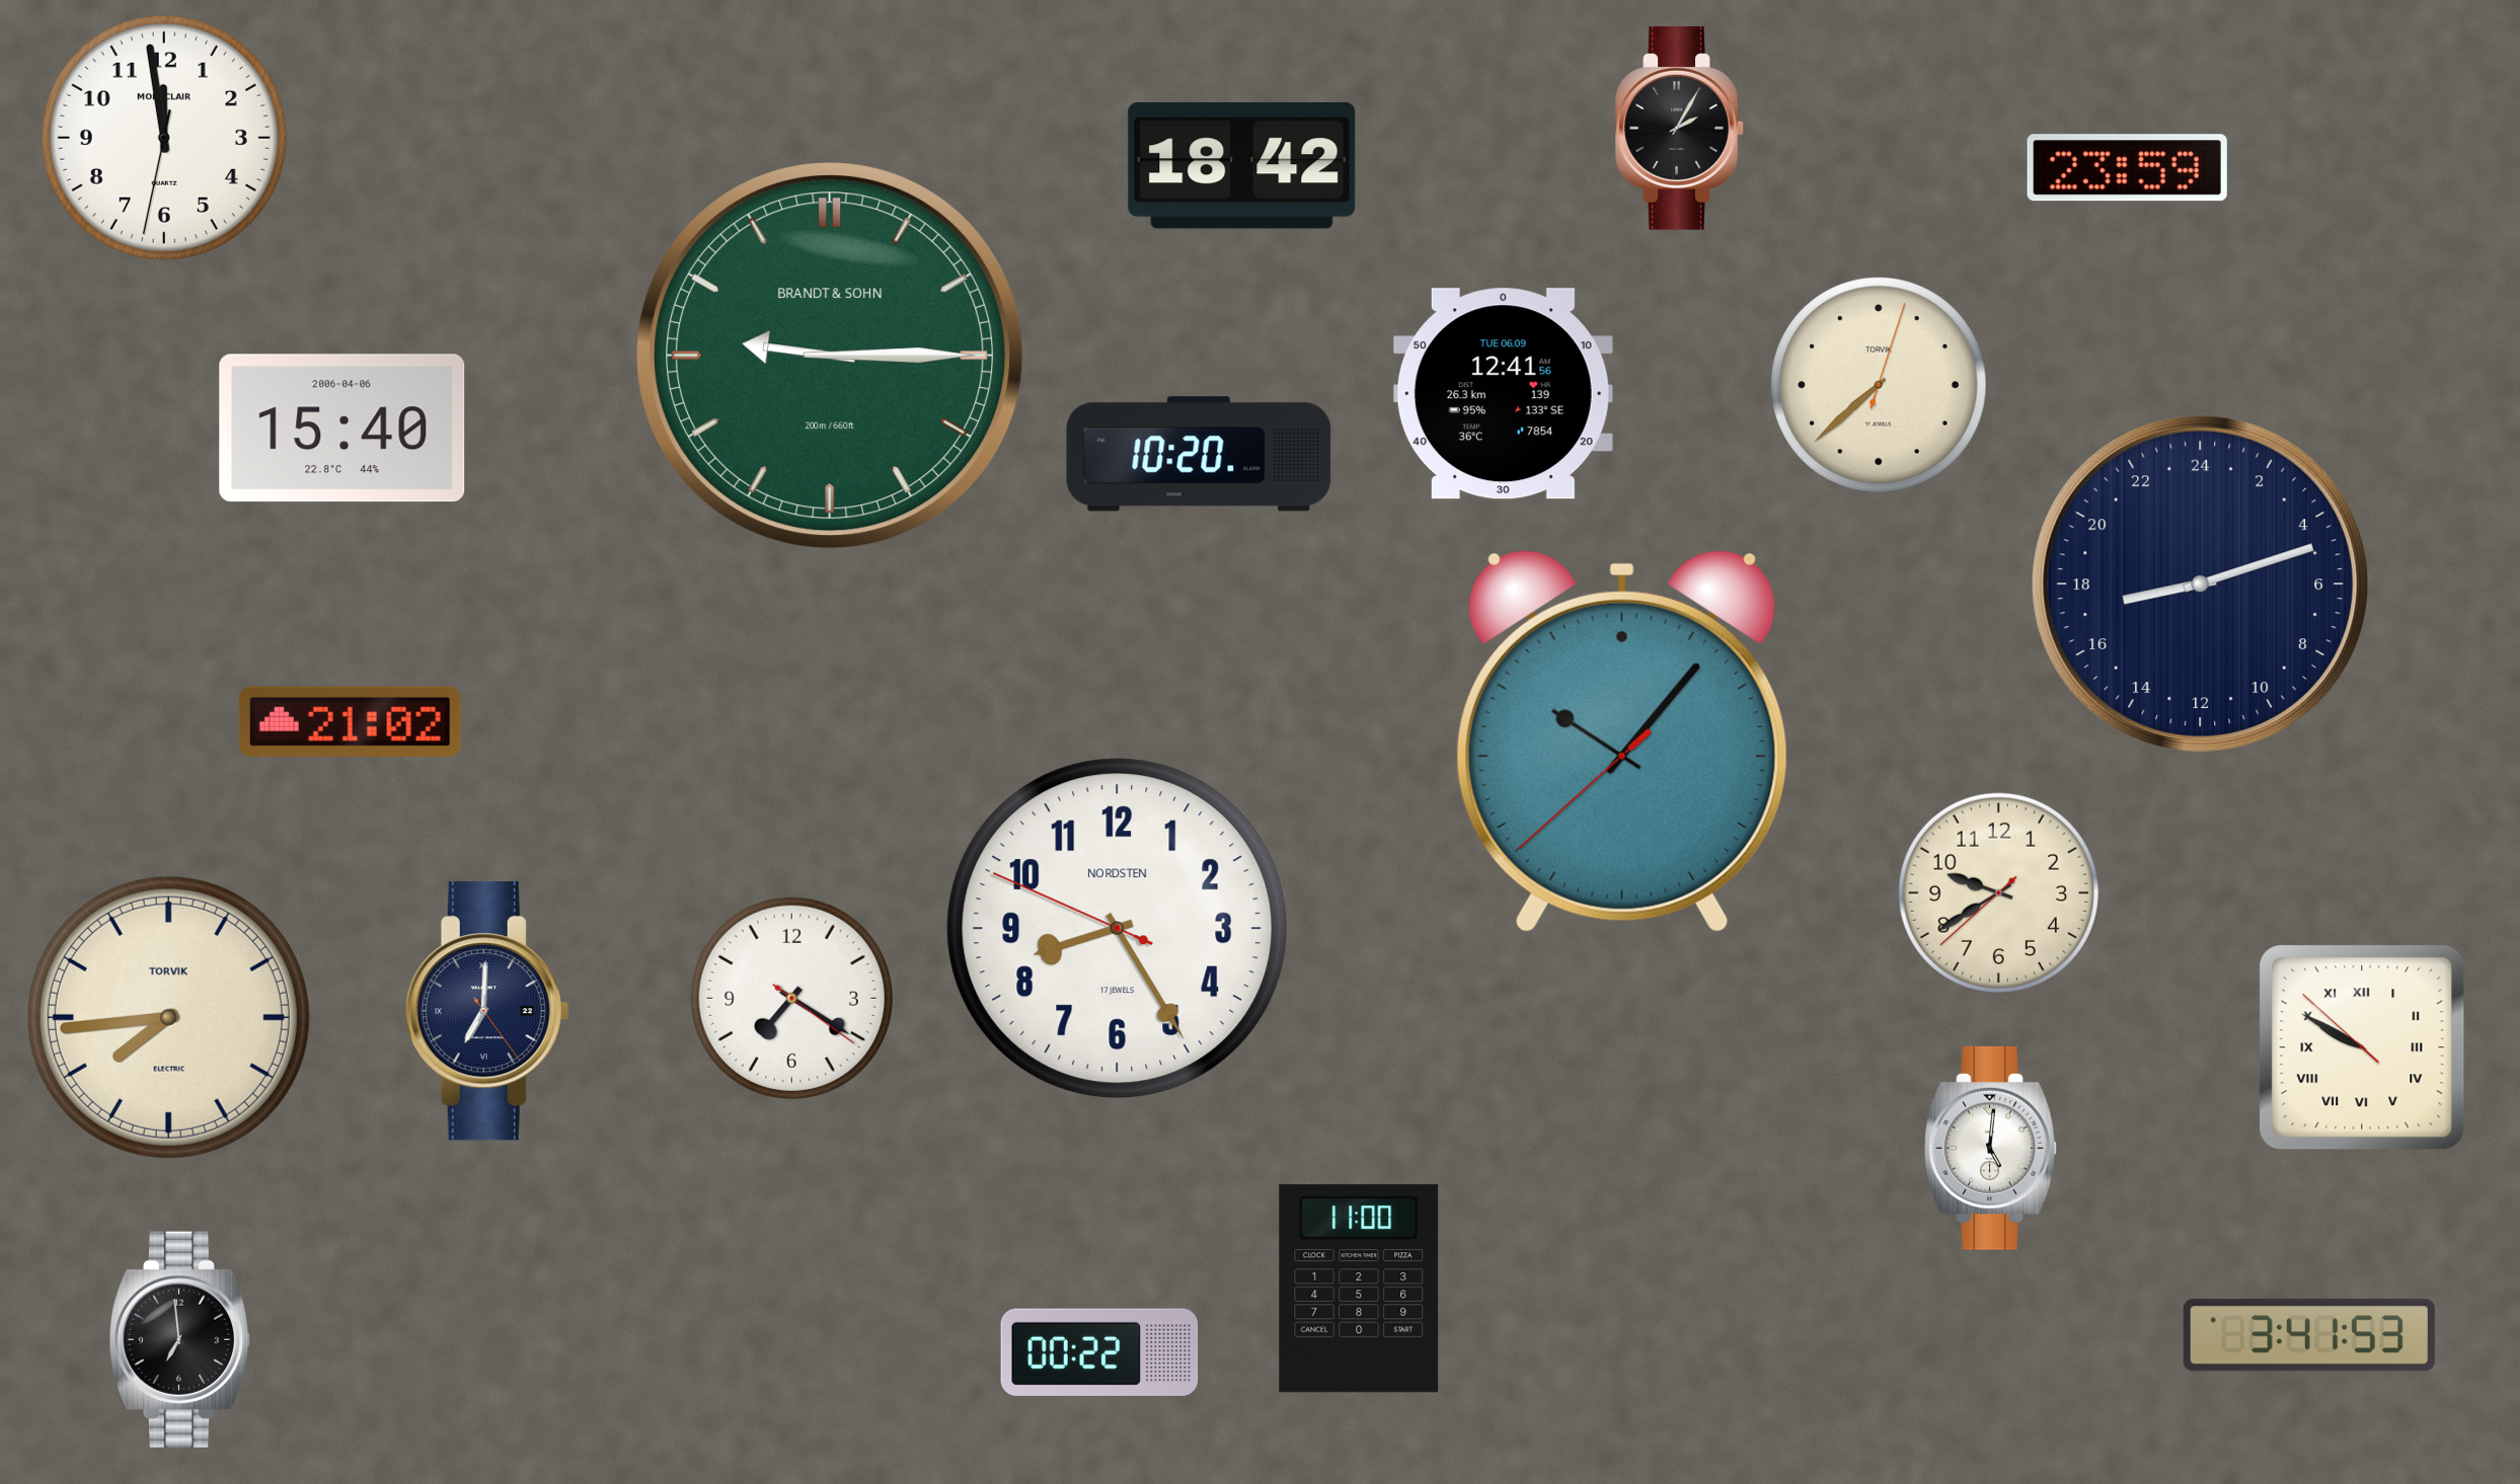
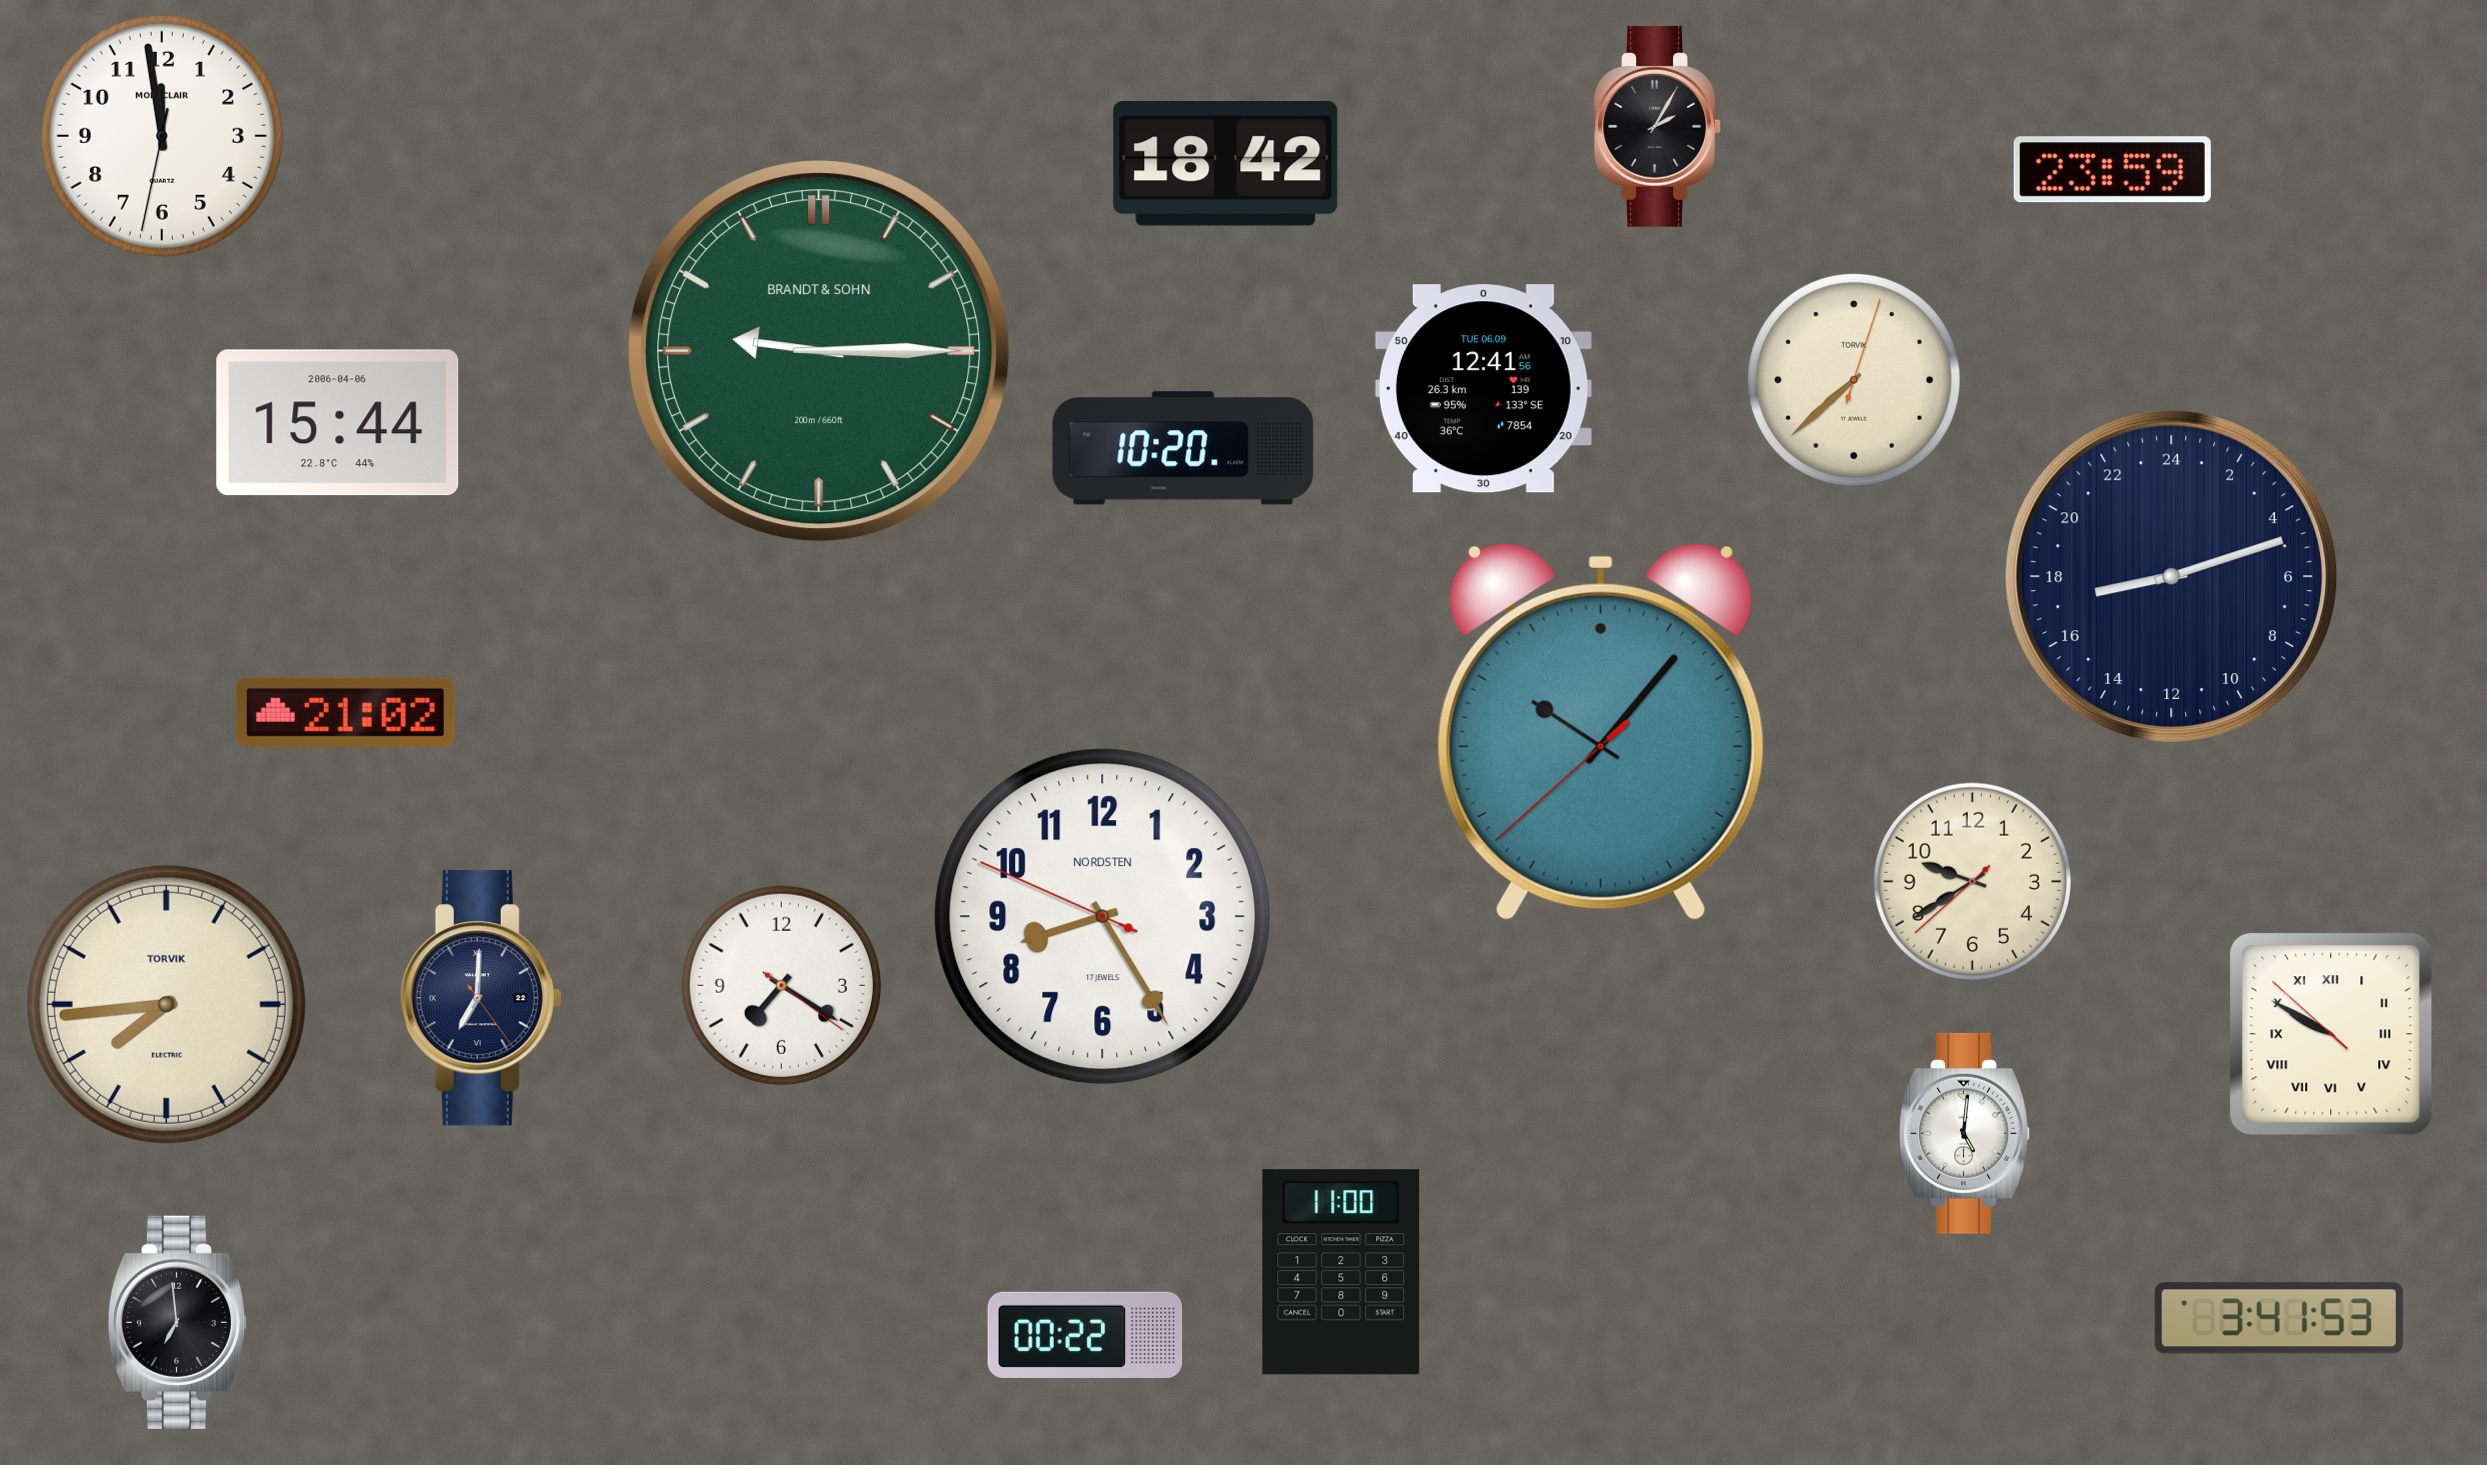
clock at (2127, 168) position: (2127, 168) -> (2112, 170)
clock at (342, 428): 15:40 -> 15:44
